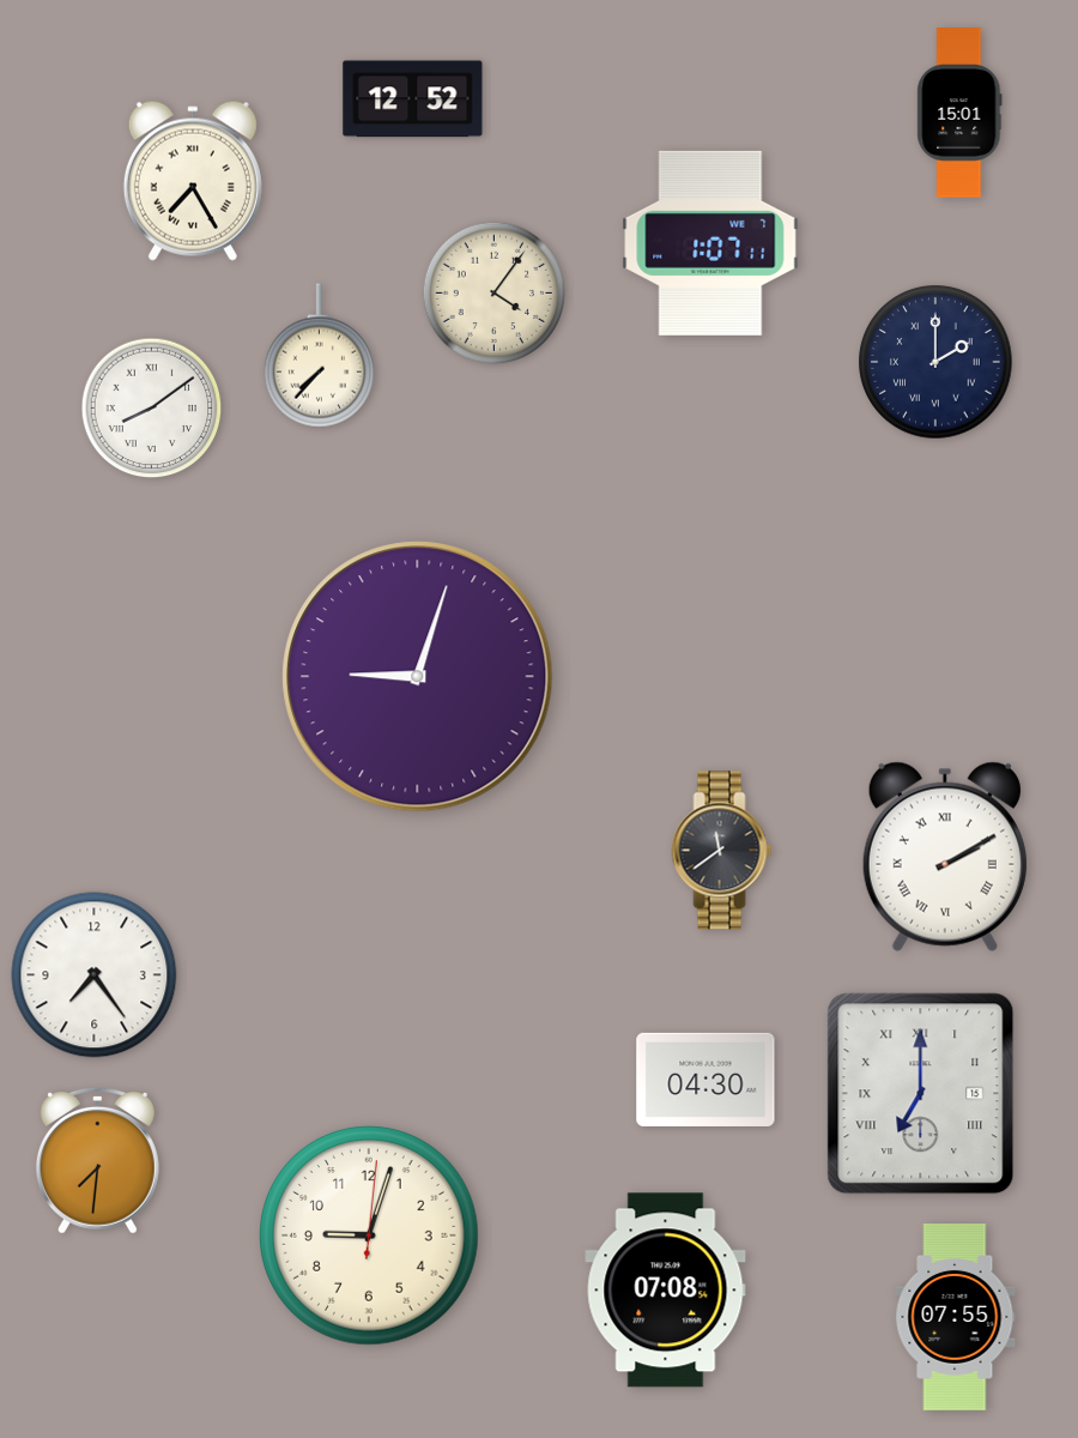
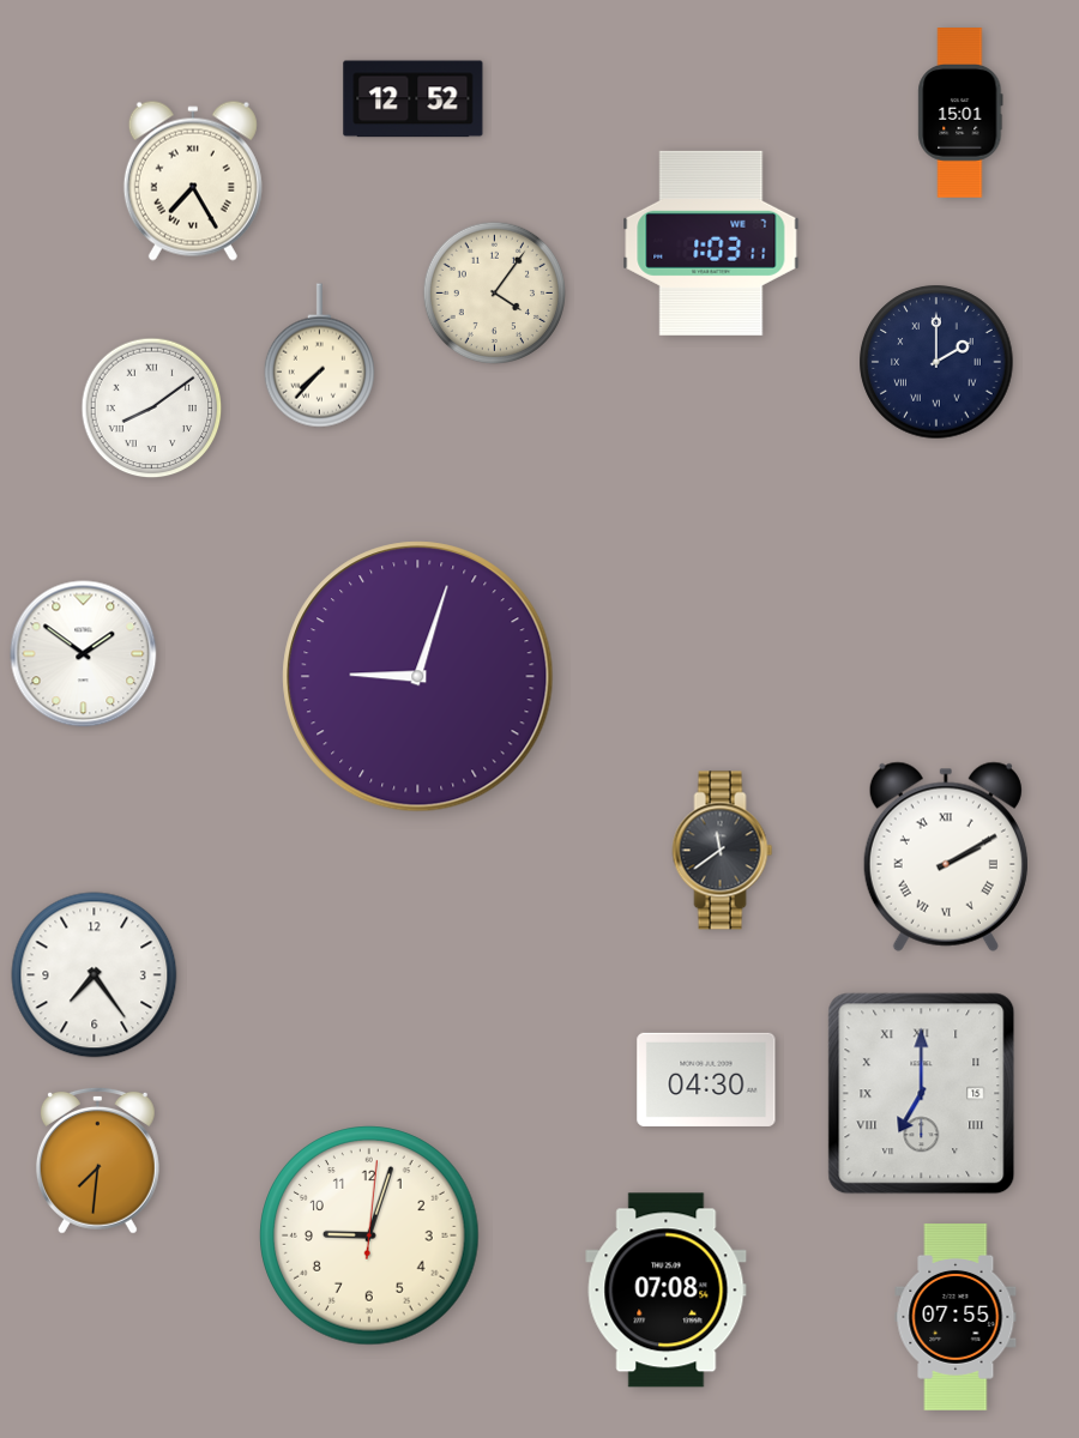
clock at (710, 243): 1:07 -> 1:03
clock at (84, 654): none -> 1:51
